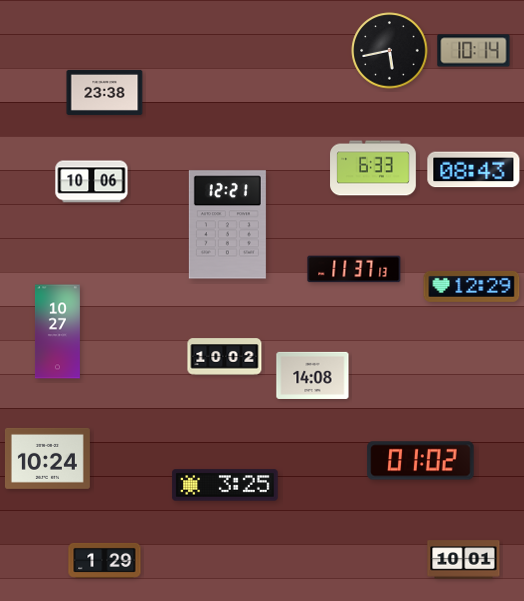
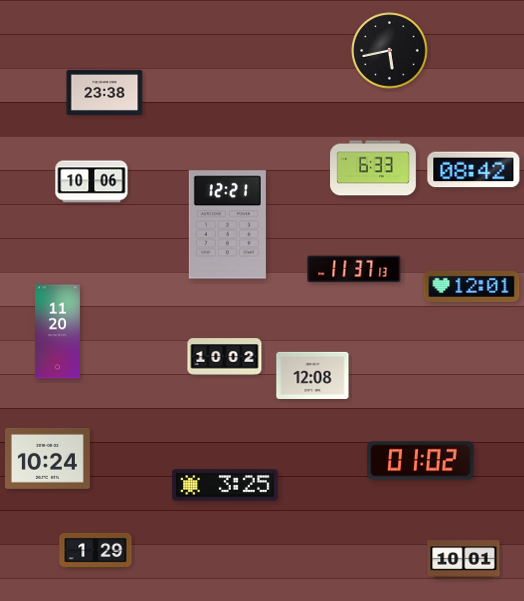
clock at (474, 51): 10:14 -> none
clock at (474, 170): 08:43 -> 08:42
clock at (472, 286): 12:29 -> 12:01
clock at (57, 332): 10:27 -> 11:20
clock at (313, 375): 14:08 -> 12:08
clock at (105, 560) position: (105, 560) -> (96, 550)
